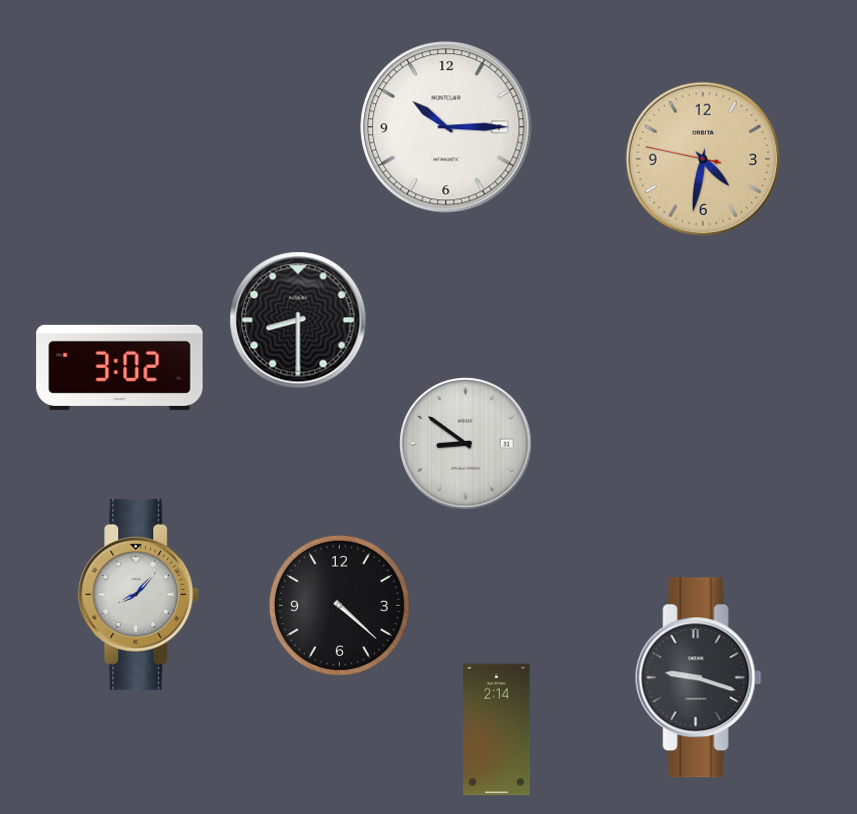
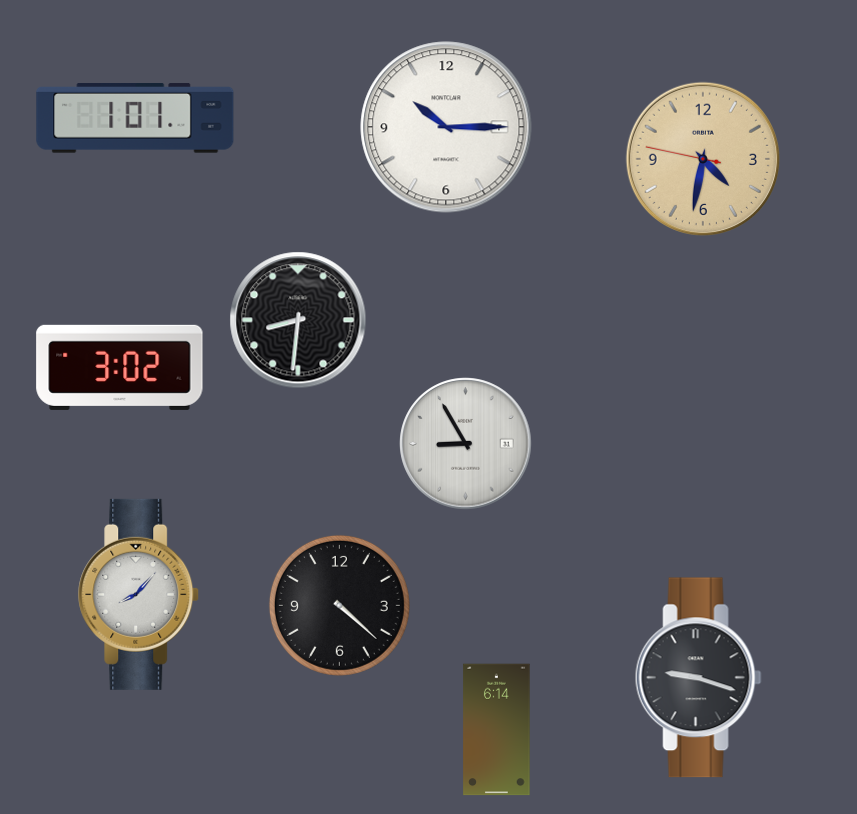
clock at (135, 119): none -> 1:01
clock at (298, 320): 8:30 -> 8:31
clock at (466, 444): 8:51 -> 8:55
clock at (497, 730): 2:14 -> 6:14
